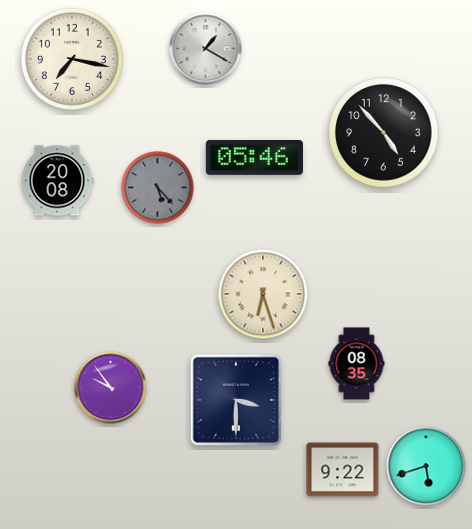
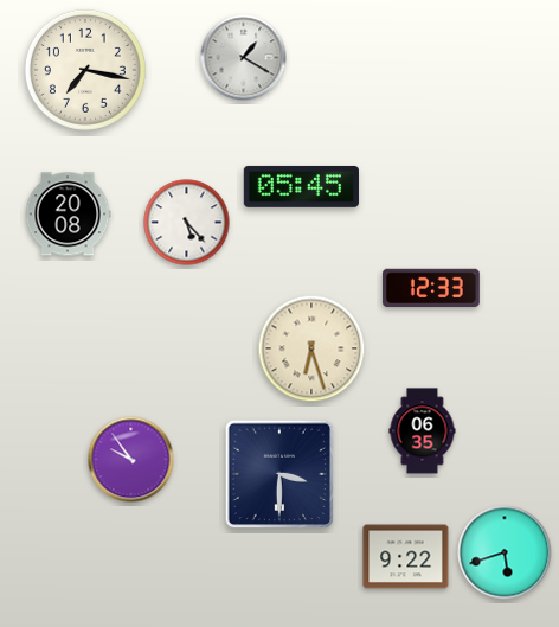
clock at (384, 133): 4:53 -> none
clock at (254, 157): 05:46 -> 05:45
clock at (158, 188) dial: grey -> white
clock at (431, 287): none -> 12:33
clock at (357, 364): 08:35 -> 06:35
